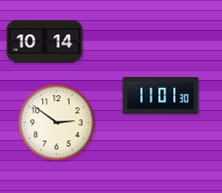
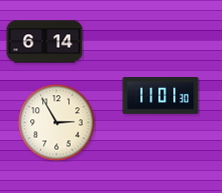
clock at (45, 42): 10:14 -> 6:14
clock at (57, 123): 2:51 -> 2:55
